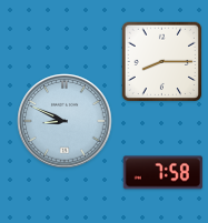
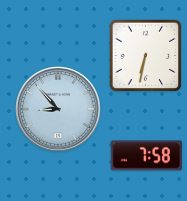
clock at (162, 62): 8:15 -> 6:32
clock at (65, 121): 8:49 -> 8:53
